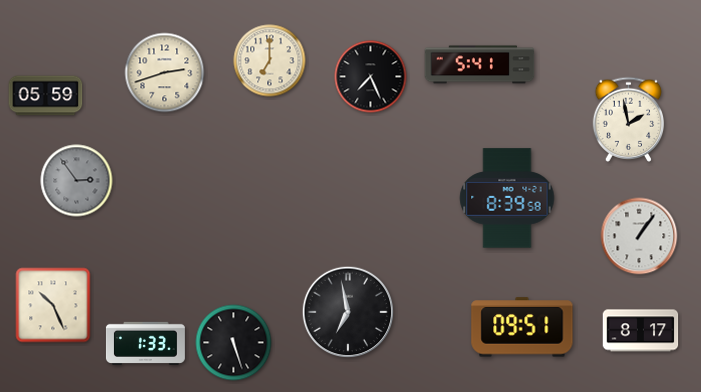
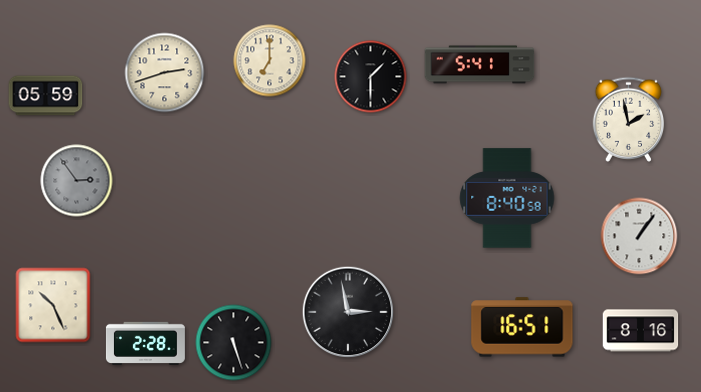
clock at (371, 77): 7:26 -> 1:30
clock at (507, 198): 8:39 -> 8:40
clock at (348, 312): 6:58 -> 2:58
clock at (522, 327): 09:51 -> 16:51
clock at (641, 331): 8:17 -> 8:16
clock at (145, 343): 1:33 -> 2:28
